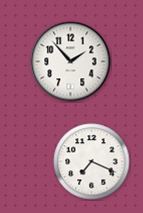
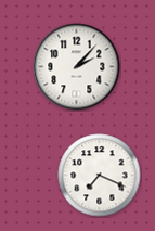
clock at (71, 62): 1:53 -> 2:07
